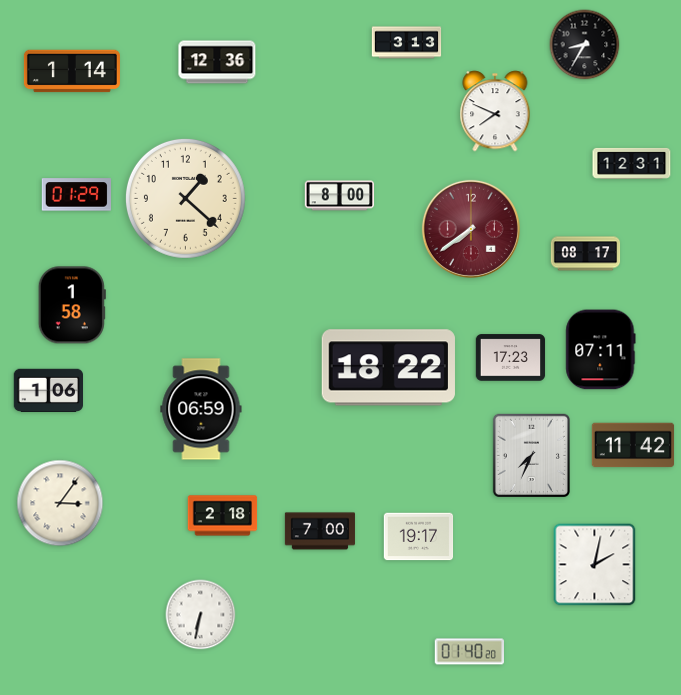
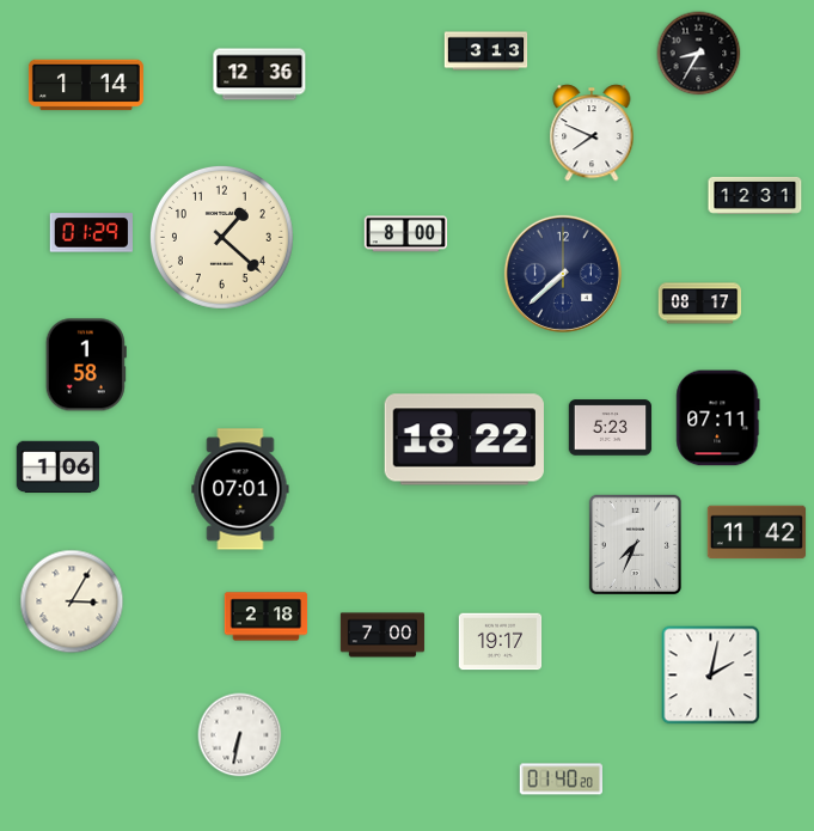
clock at (471, 229): 7:39 -> 7:38
clock at (471, 229) dial: burgundy -> navy
clock at (511, 358): 17:23 -> 5:23
clock at (201, 409): 06:59 -> 07:01
clock at (60, 503): 3:06 -> 3:05
